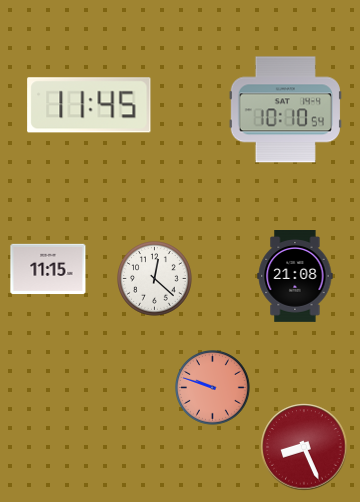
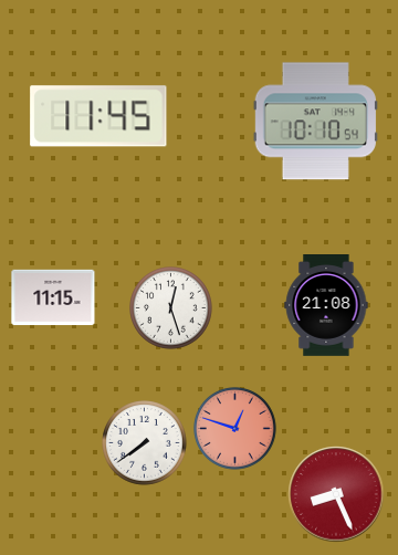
clock at (155, 279): 12:22 -> 12:27
clock at (213, 388): 9:48 -> 12:48
clock at (145, 443): none -> 7:39
